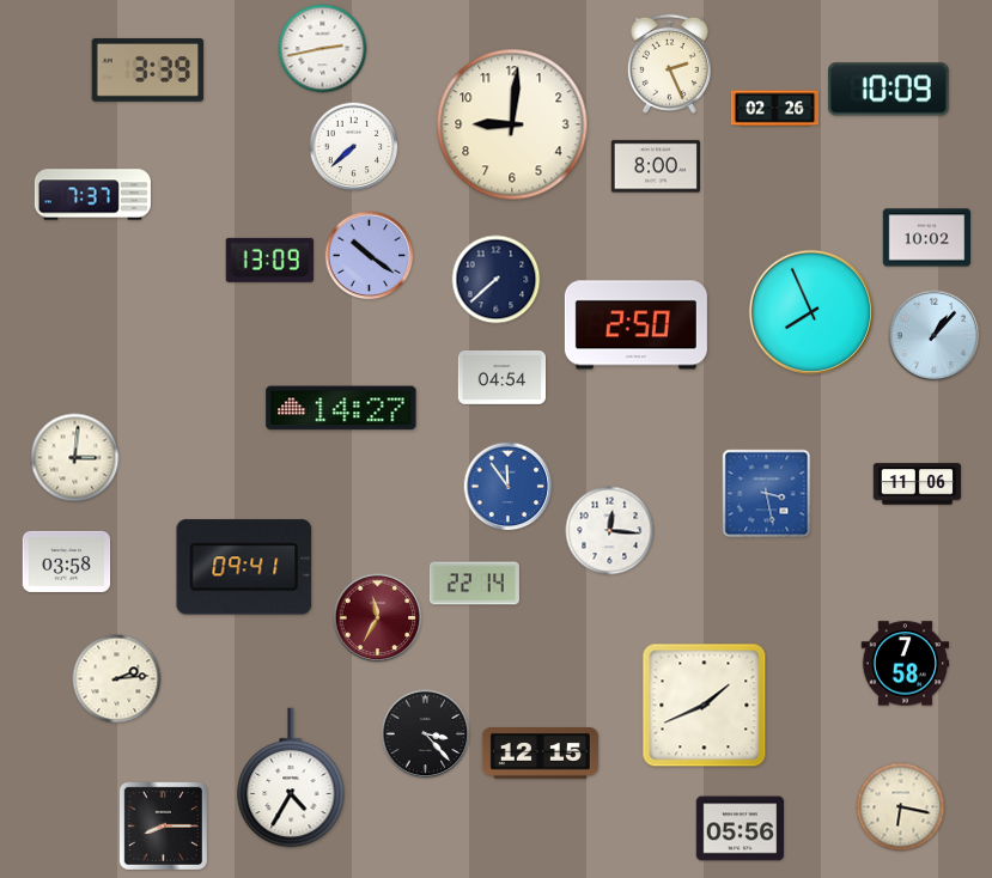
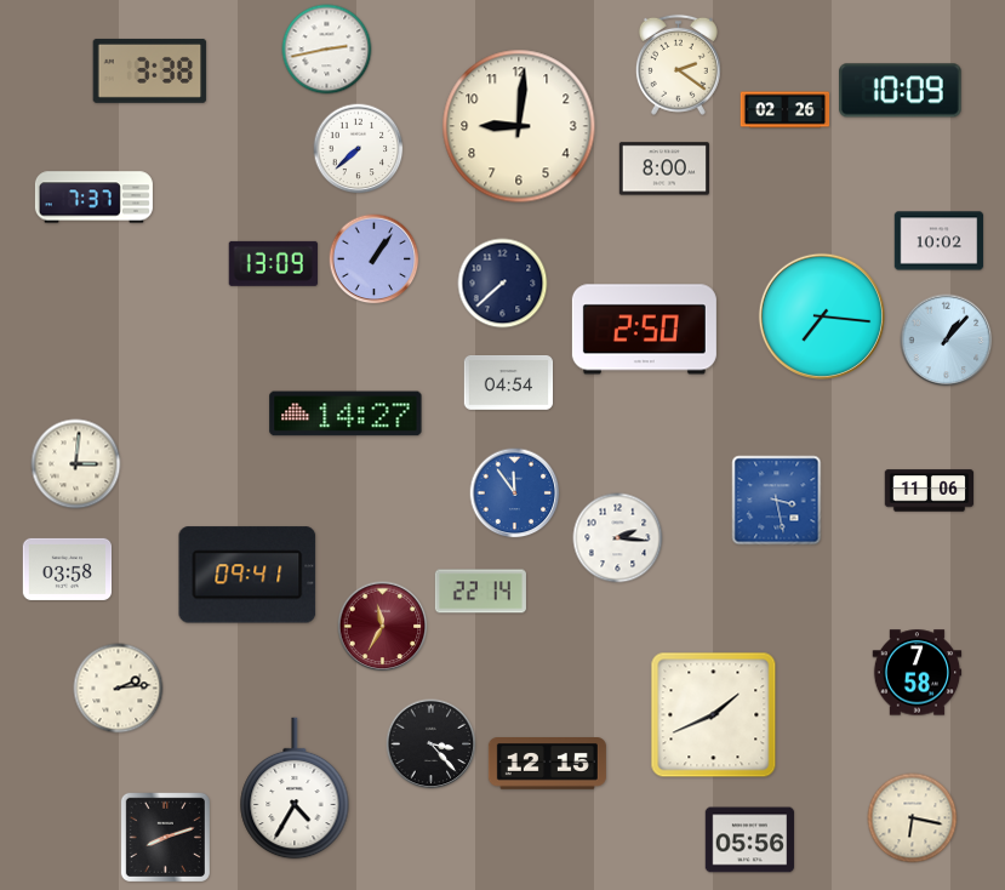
clock at (669, 63): 2:26 -> 2:21
clock at (148, 69): 3:39 -> 3:38
clock at (370, 256): 10:21 -> 1:06
clock at (810, 311): 7:56 -> 7:16
clock at (610, 531): 12:16 -> 2:16
clock at (163, 825): 8:15 -> 8:12
